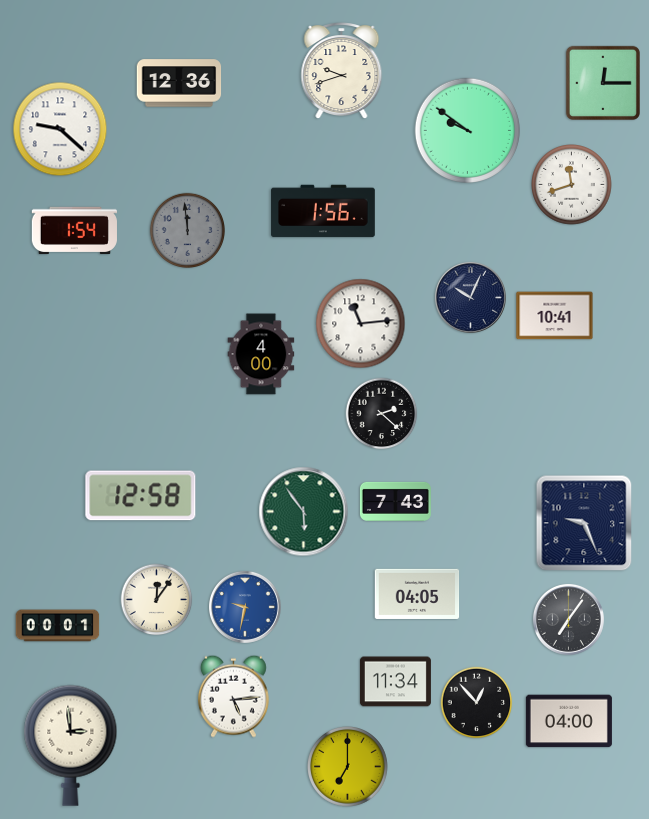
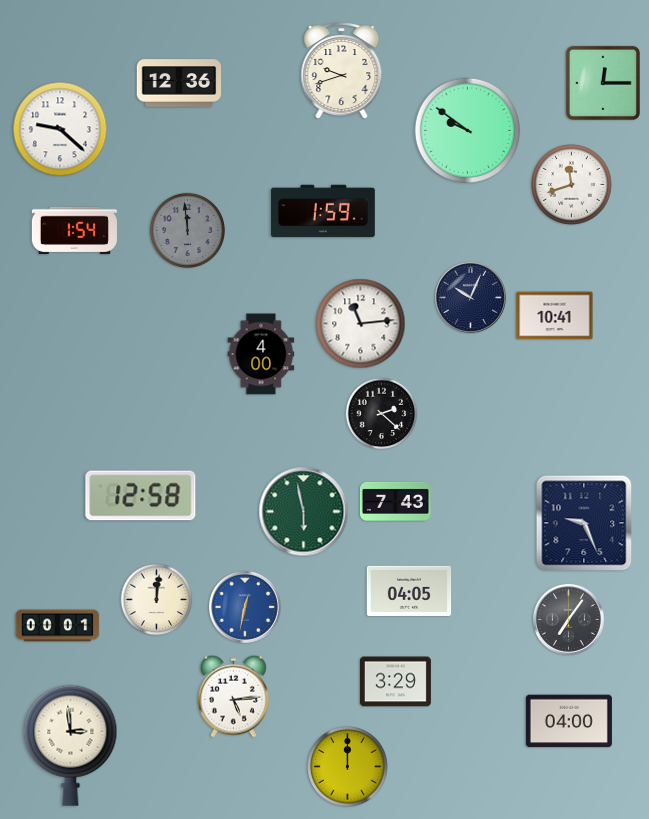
clock at (323, 211): 1:56 -> 1:59
clock at (304, 512): 5:54 -> 5:58
clock at (417, 594) position: (417, 594) -> (409, 591)
clock at (157, 600): 12:06 -> 12:01
clock at (245, 607): 9:32 -> 12:32
clock at (395, 682): 11:34 -> 3:29
clock at (477, 703): 12:53 -> none
clock at (348, 767): 7:00 -> 12:00
